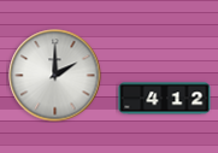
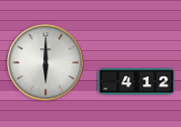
clock at (55, 76): 2:00 -> 6:00
